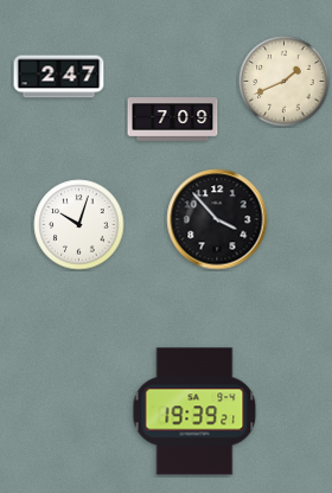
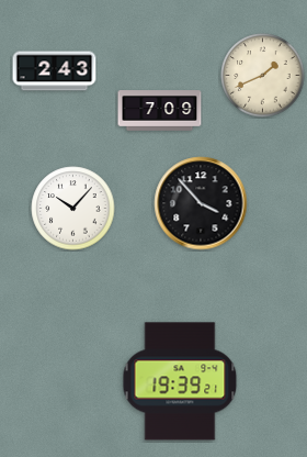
clock at (59, 77): 2:47 -> 2:43
clock at (79, 225): 10:03 -> 10:07
